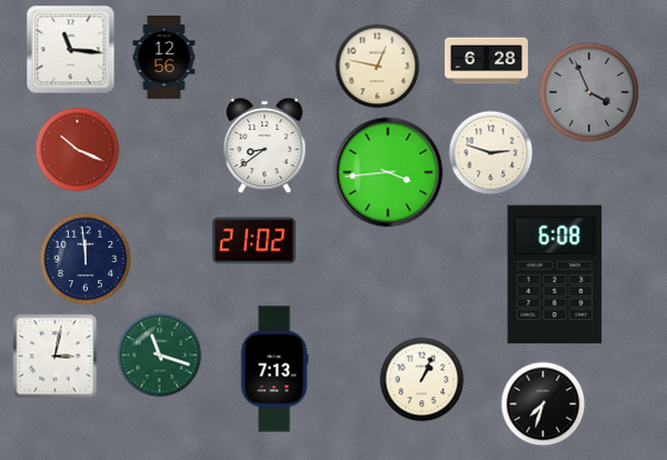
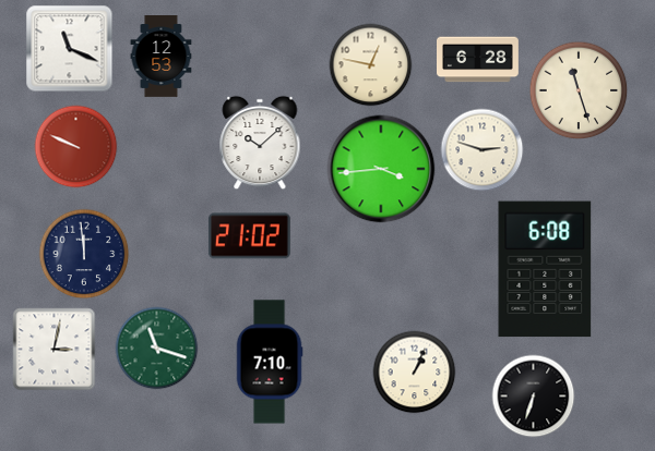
clock at (71, 50): 11:16 -> 11:19
clock at (165, 58): 12:56 -> 12:53
clock at (589, 92): 3:56 -> 11:27
clock at (589, 92) dial: grey -> cream
clock at (265, 146): 8:39 -> 10:08
clock at (78, 150): 10:19 -> 9:49
clock at (275, 369): 7:13 -> 7:10
clock at (544, 404): 7:33 -> 6:33
